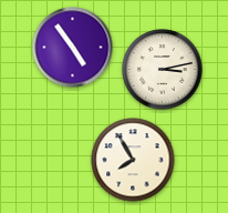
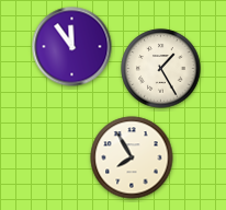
clock at (73, 48): 4:54 -> 11:54
clock at (163, 70): 3:13 -> 1:25
